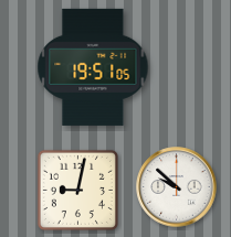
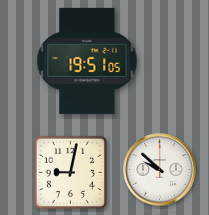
clock at (93, 67) position: (93, 67) -> (87, 61)
